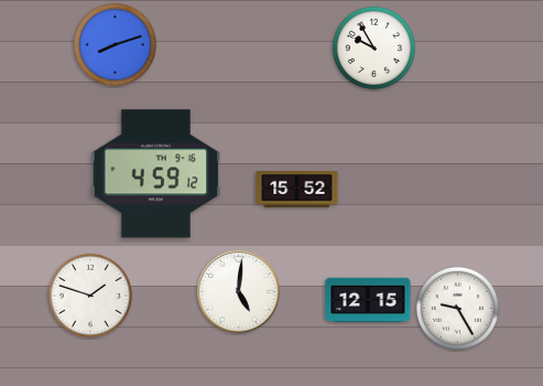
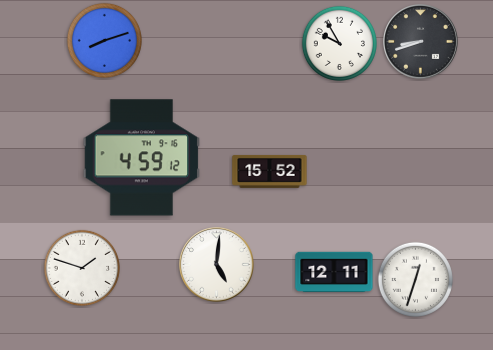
clock at (421, 42): none -> 8:42
clock at (368, 300): 12:15 -> 12:11
clock at (457, 308): 9:25 -> 12:33
